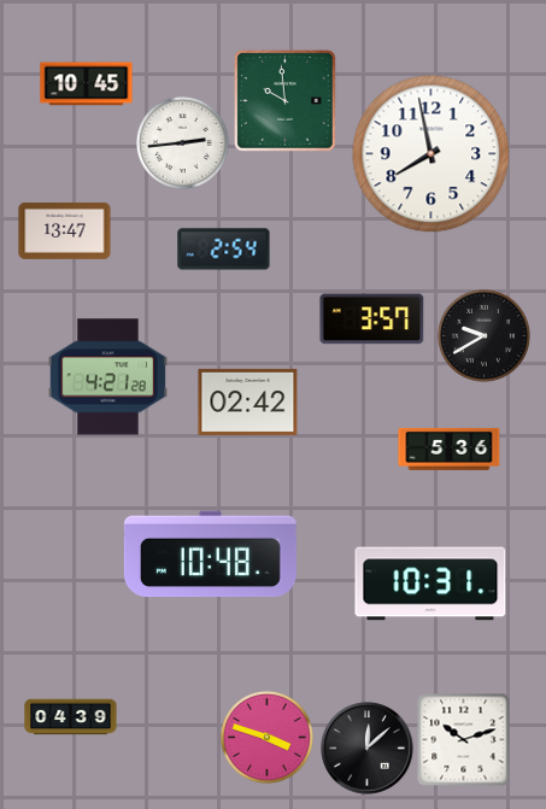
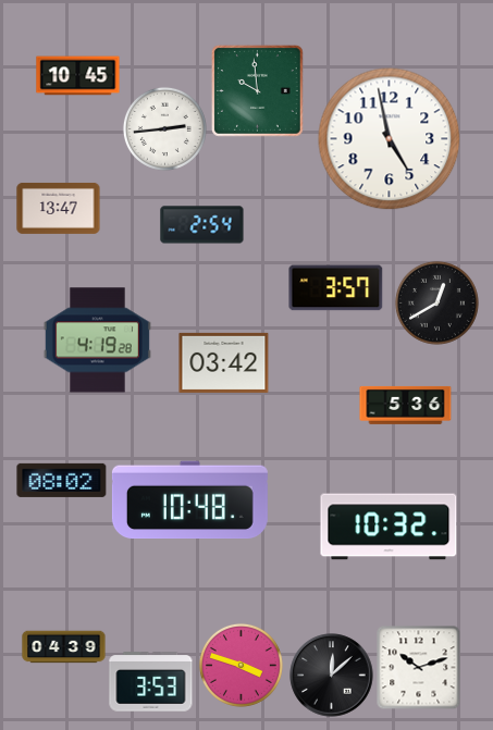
clock at (431, 154): 7:58 -> 4:58
clock at (483, 335): 9:40 -> 12:40
clock at (107, 377): 4:21 -> 4:19
clock at (248, 401): 02:42 -> 03:42
clock at (62, 480): none -> 08:02
clock at (430, 584): 10:31 -> 10:32
clock at (151, 682): none -> 3:53
